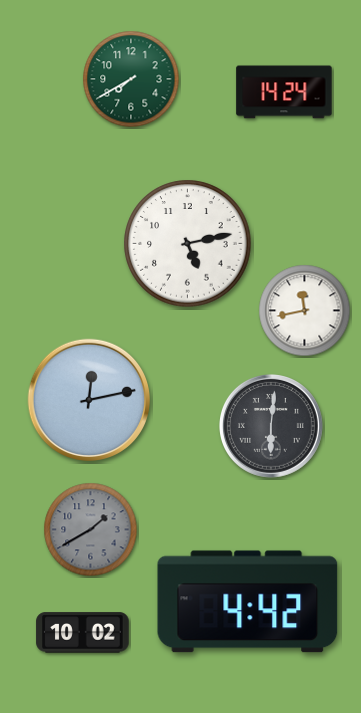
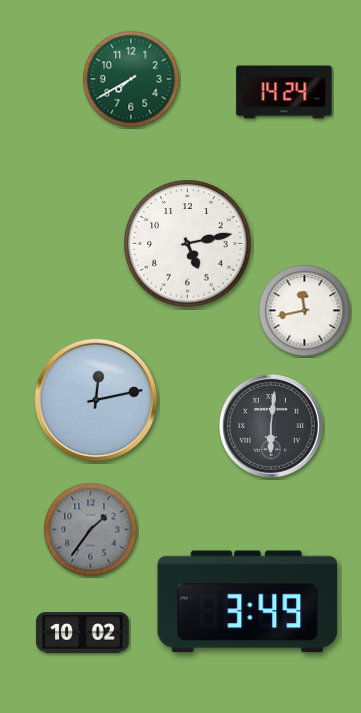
clock at (88, 399) position: (88, 399) -> (95, 399)
clock at (91, 530): 1:40 -> 1:36
clock at (248, 602): 4:42 -> 3:49
